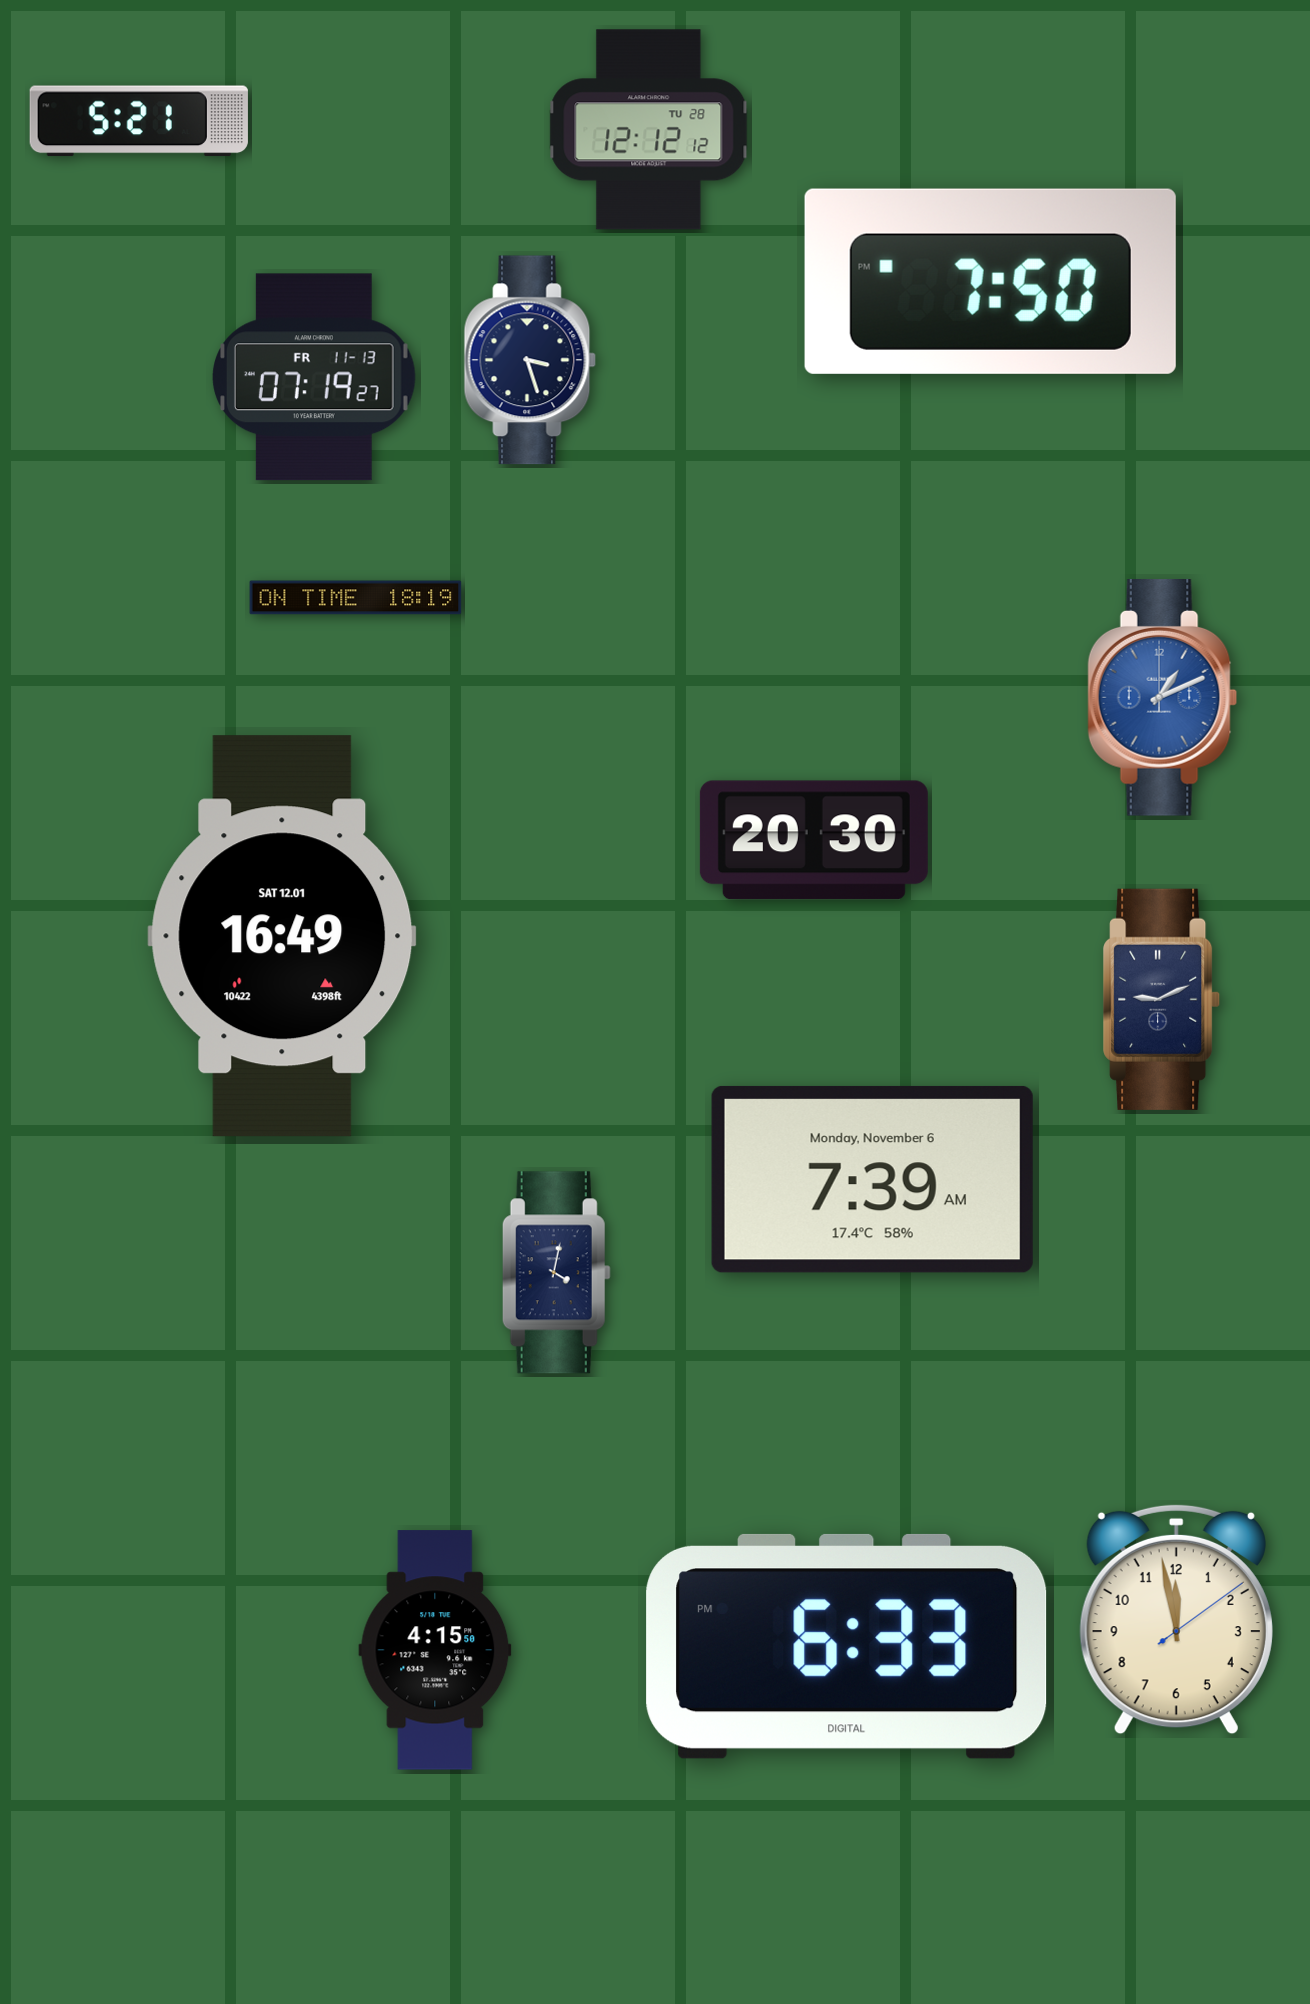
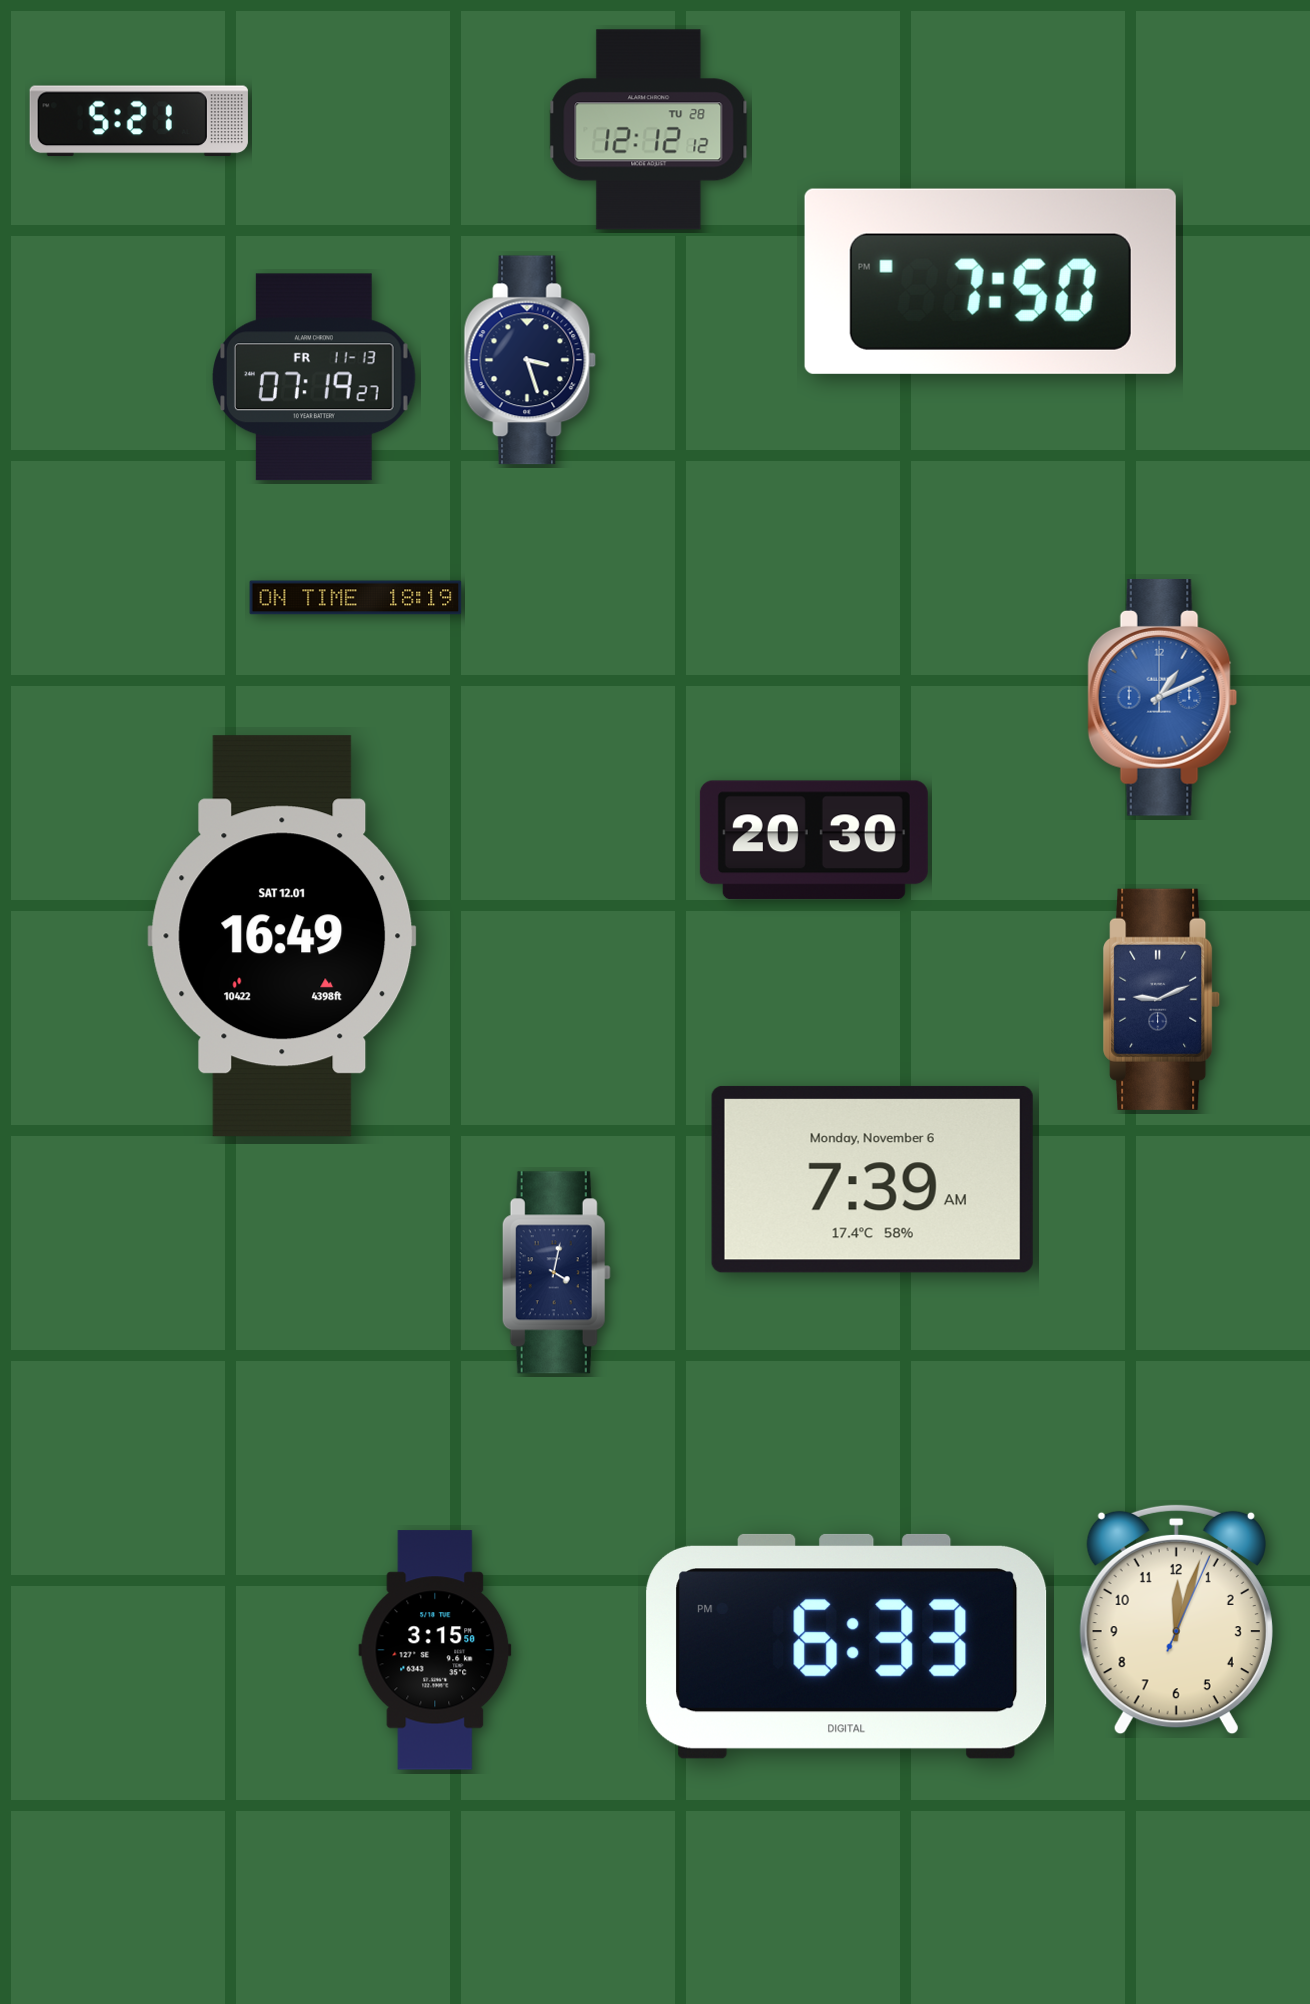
clock at (1176, 1619): 11:58 -> 12:03
clock at (435, 1650): 4:15 -> 3:15
